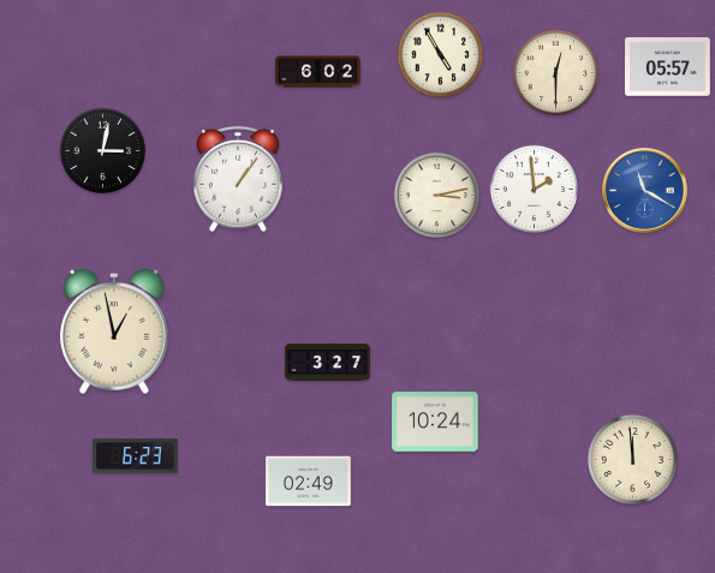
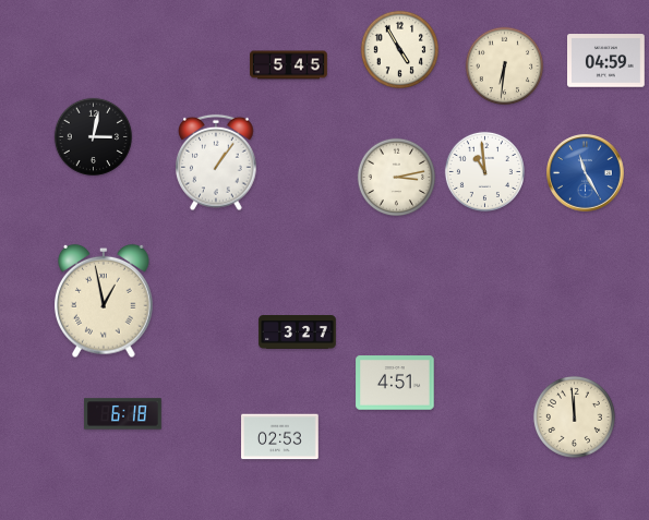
clock at (668, 67): 05:57 -> 04:59
clock at (318, 72): 6:02 -> 5:45
clock at (556, 73): 12:30 -> 6:31
clock at (534, 189): 1:59 -> 10:59
clock at (645, 191): 11:20 -> 11:25
clock at (328, 363) position: (328, 363) -> (298, 332)
clock at (435, 422): 10:24 -> 4:51
clock at (136, 456): 6:23 -> 6:18
clock at (309, 482): 02:49 -> 02:53
